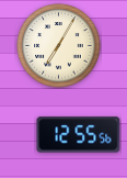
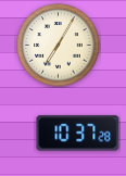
clock at (79, 135): 12:55 -> 10:37
